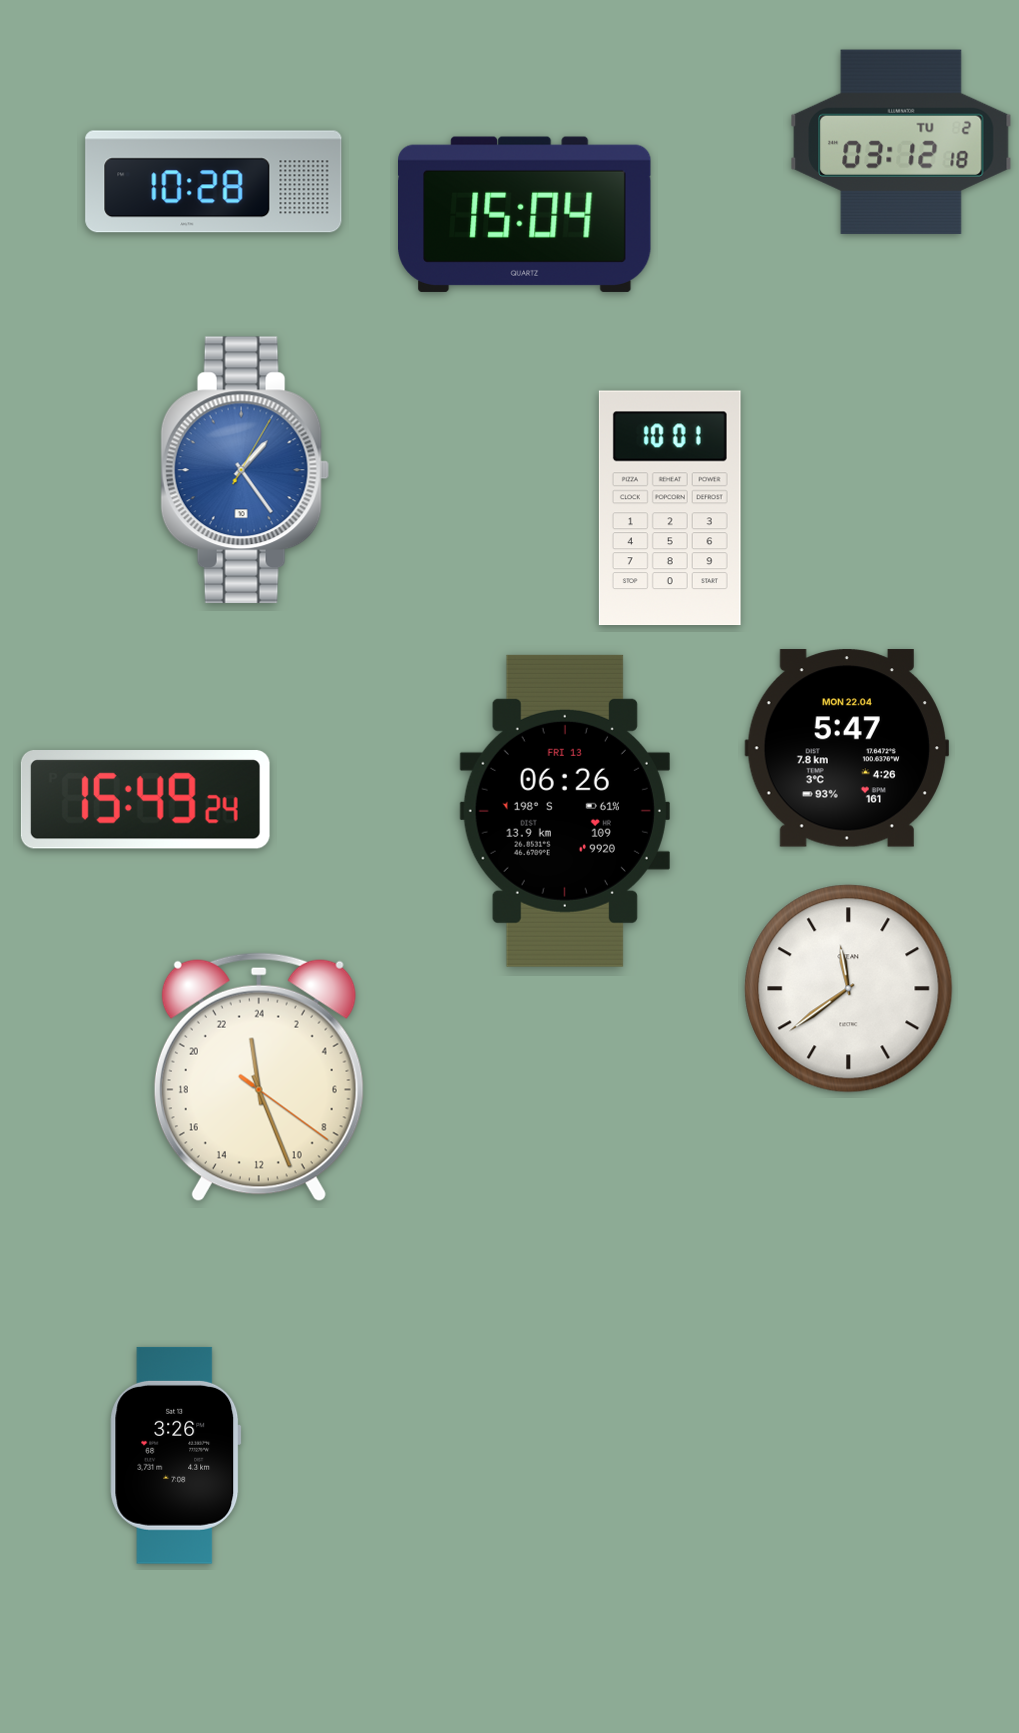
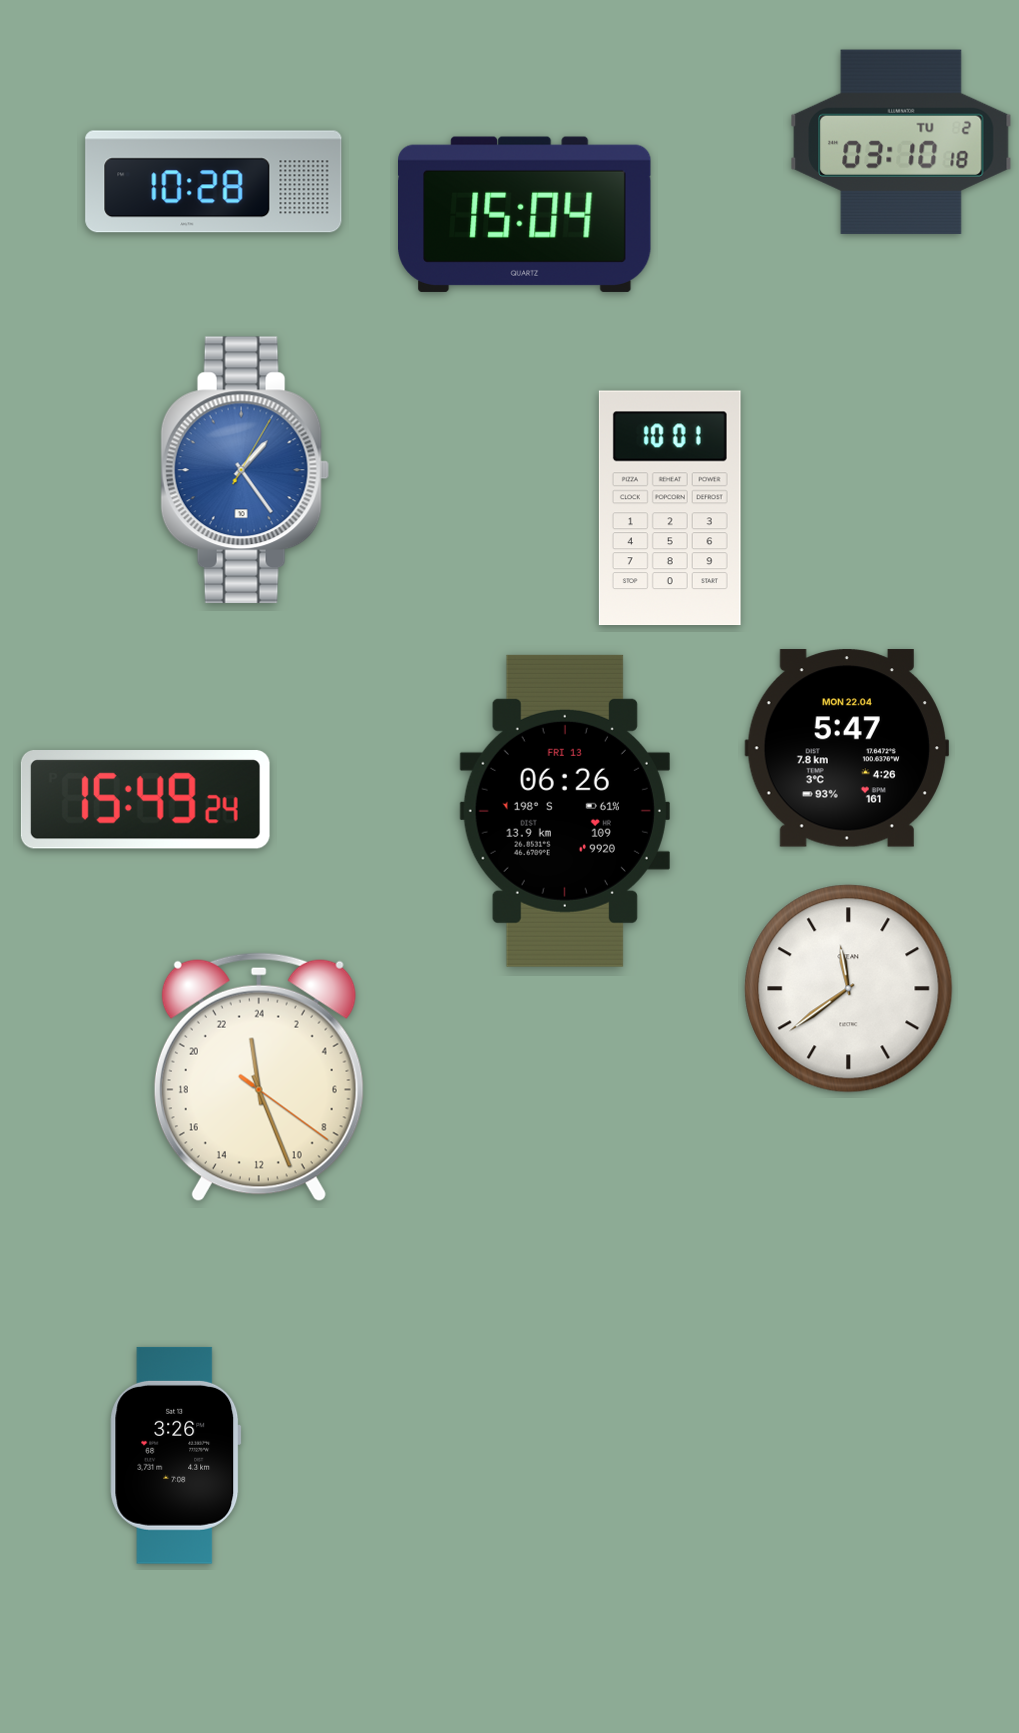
clock at (901, 142): 03:12 -> 03:10
